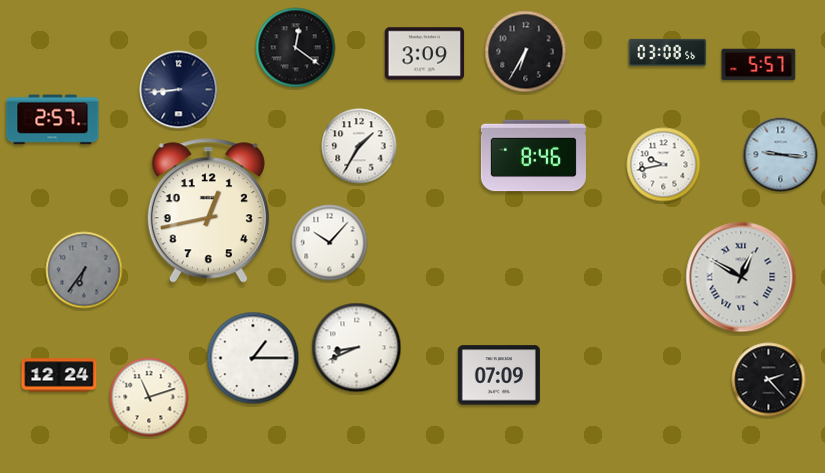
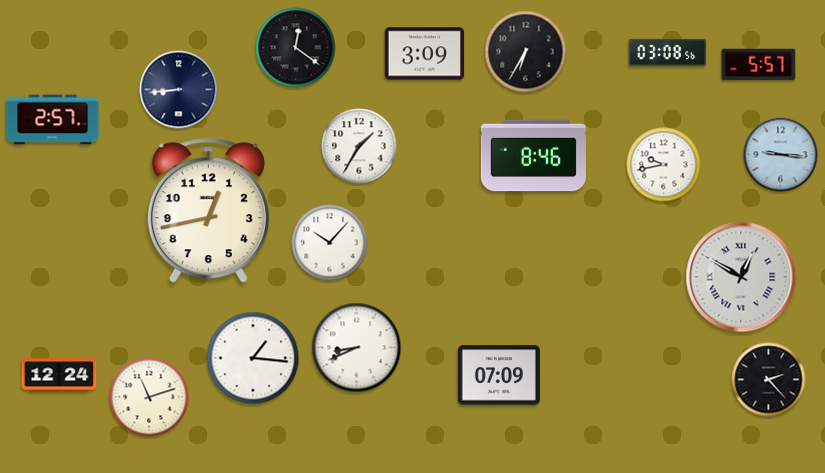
clock at (84, 270): 6:36 -> none
clock at (253, 358): 1:15 -> 1:16
